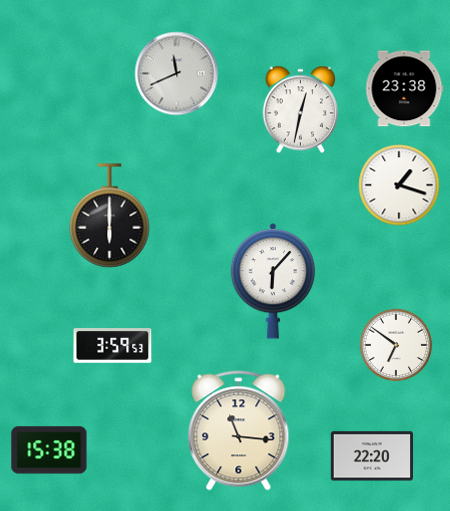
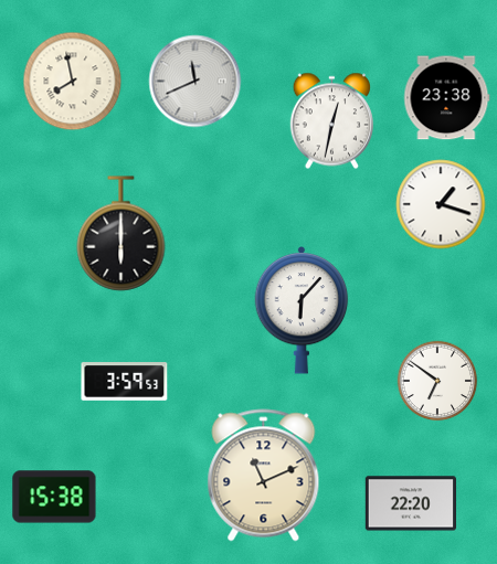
clock at (73, 82): none -> 7:58
clock at (110, 216) position: (110, 216) -> (121, 234)
clock at (239, 431): 11:16 -> 11:11
